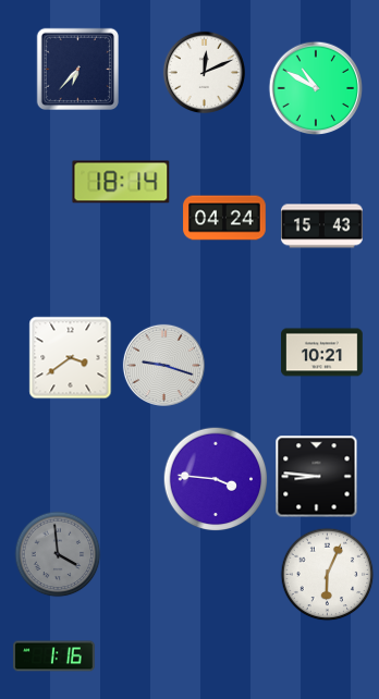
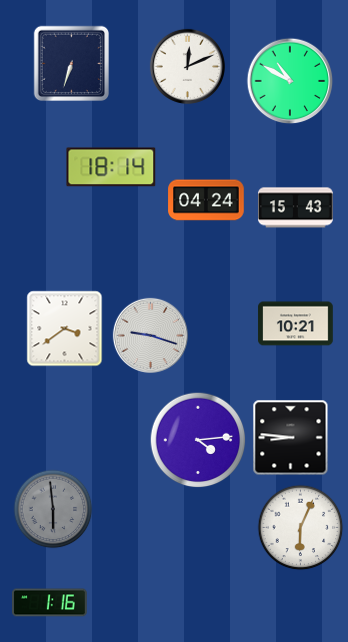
clock at (77, 69): 6:37 -> 6:33
clock at (216, 479): 3:46 -> 4:14
clock at (58, 554): 3:59 -> 5:59
